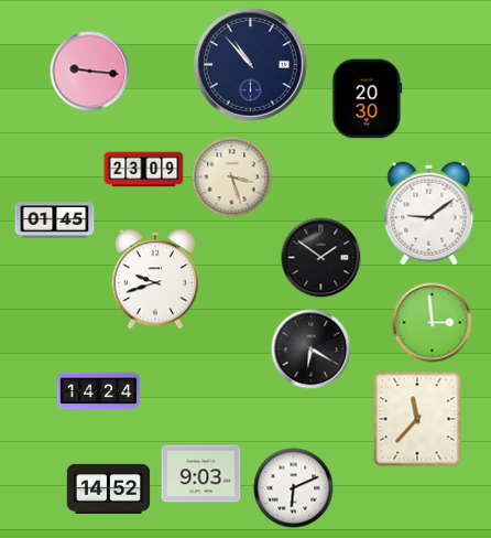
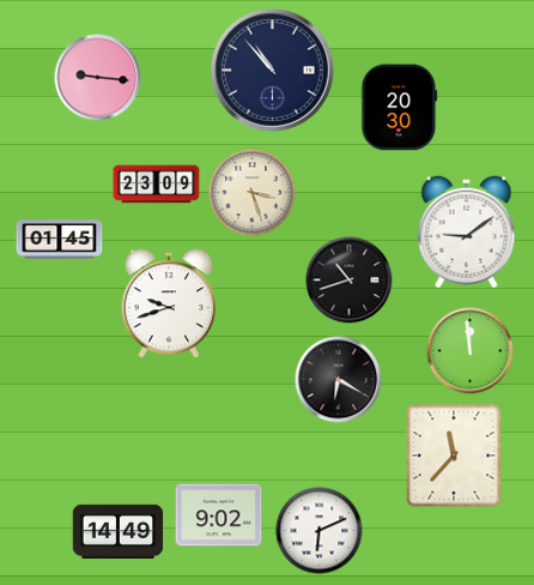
clock at (321, 258): 1:51 -> 10:42
clock at (433, 323): 2:59 -> 11:59
clock at (99, 391): 14:24 -> none
clock at (201, 474): 9:03 -> 9:02
clock at (109, 488): 14:52 -> 14:49
